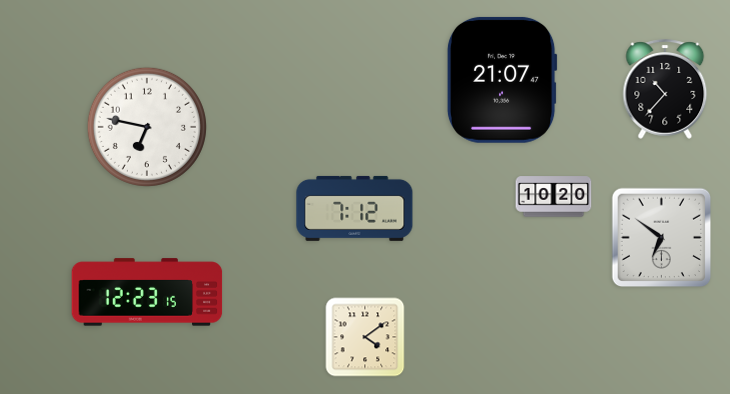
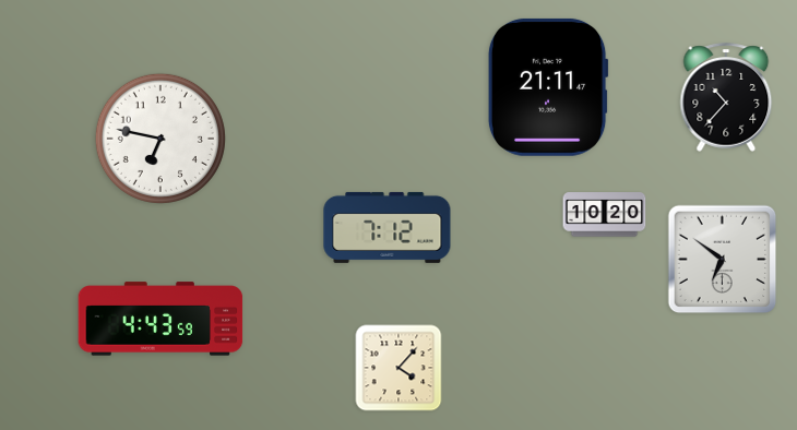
clock at (502, 80): 21:07 -> 21:11
clock at (147, 292): 12:23 -> 4:43
clock at (365, 337): 4:09 -> 4:07
